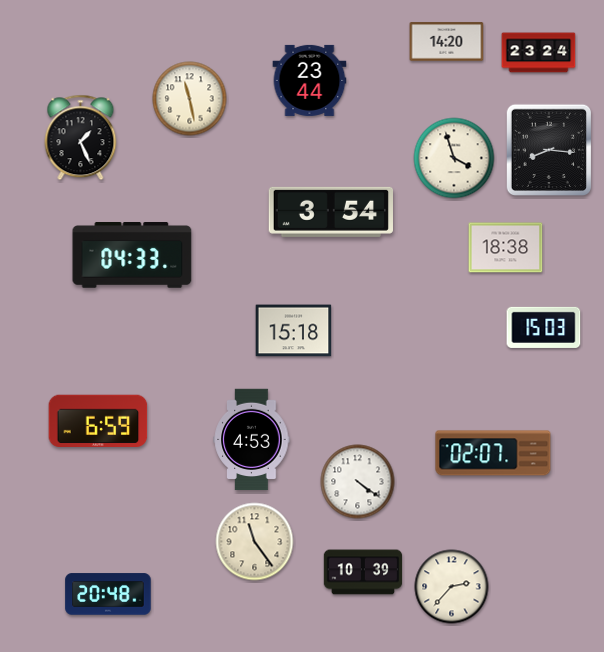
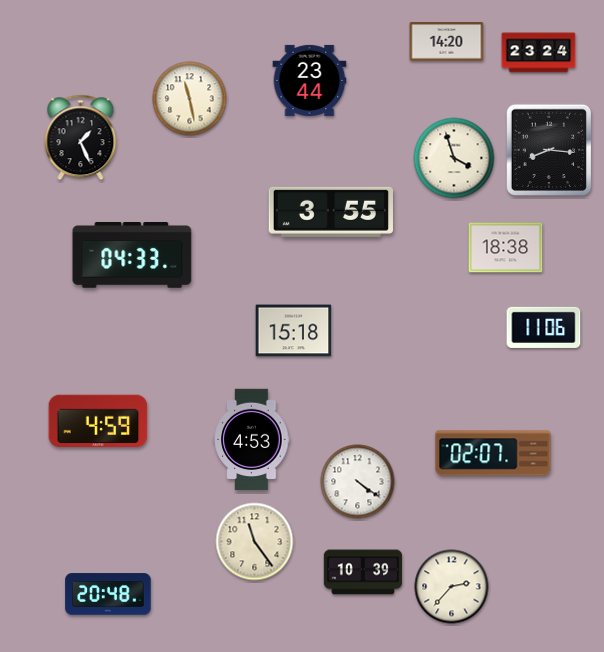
clock at (330, 212): 3:54 -> 3:55
clock at (544, 327): 15:03 -> 11:06
clock at (98, 421): 6:59 -> 4:59
